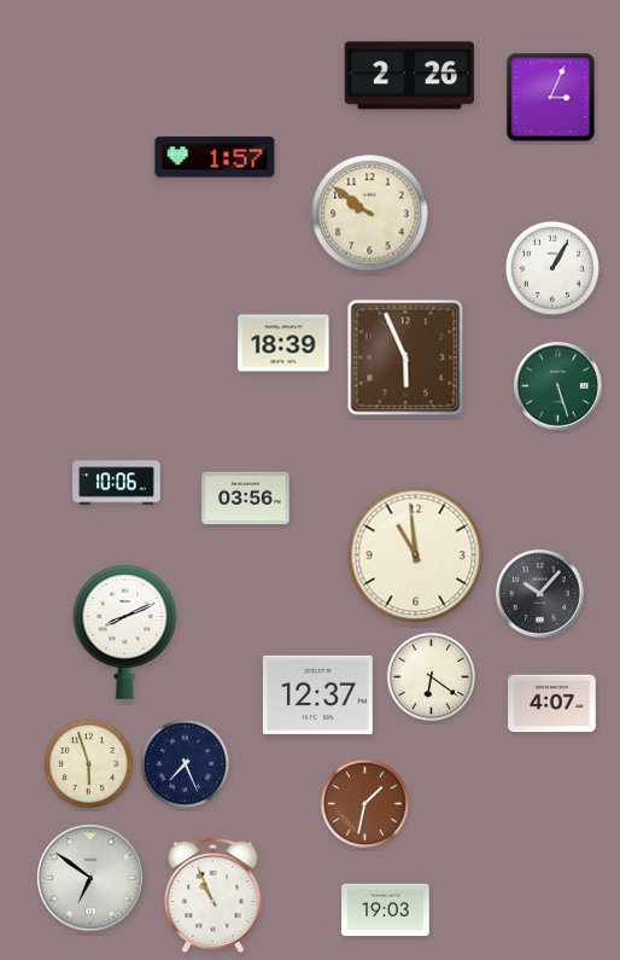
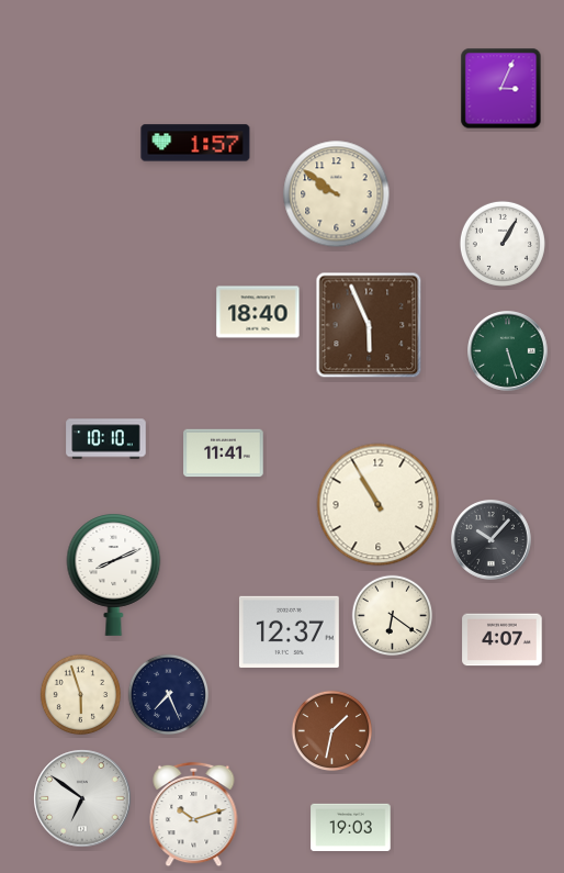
clock at (409, 76): 2:26 -> none
clock at (283, 343): 18:39 -> 18:40
clock at (117, 483): 10:06 -> 10:10
clock at (246, 499): 03:56 -> 11:41
clock at (416, 555): 10:59 -> 10:55
clock at (214, 896): 10:56 -> 10:12
